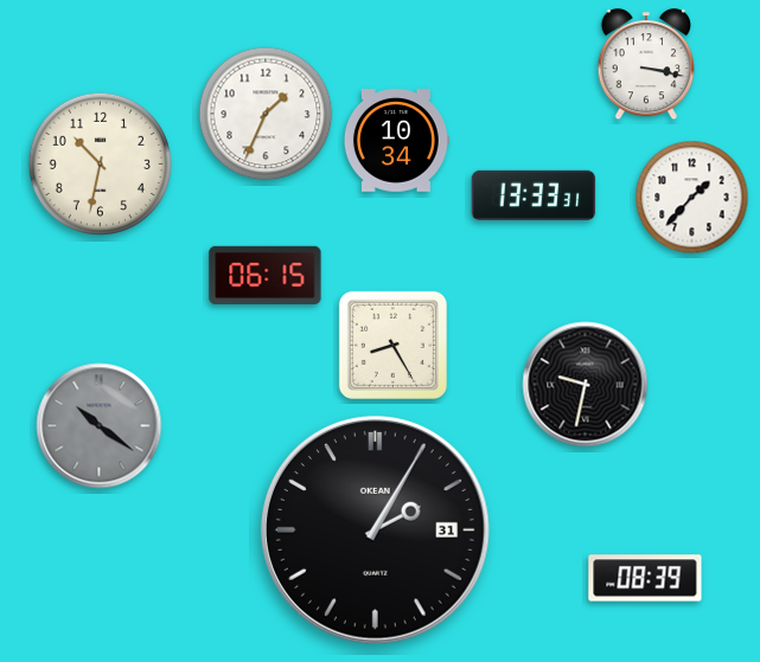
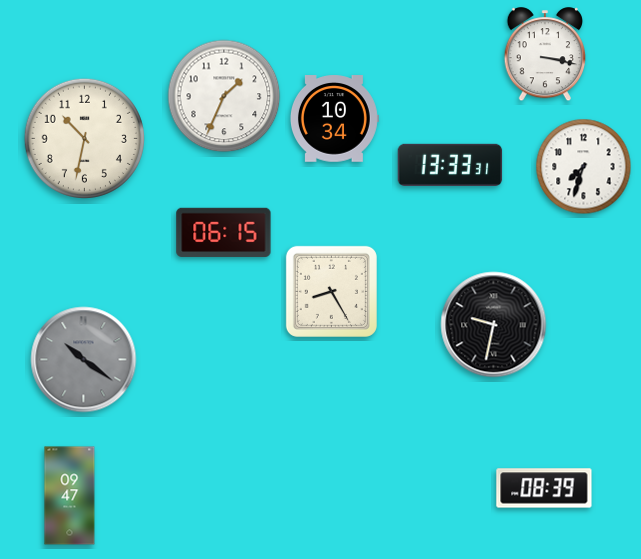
clock at (692, 198): 1:37 -> 7:33
clock at (375, 529): 2:05 -> none
clock at (70, 496): none -> 09:47
